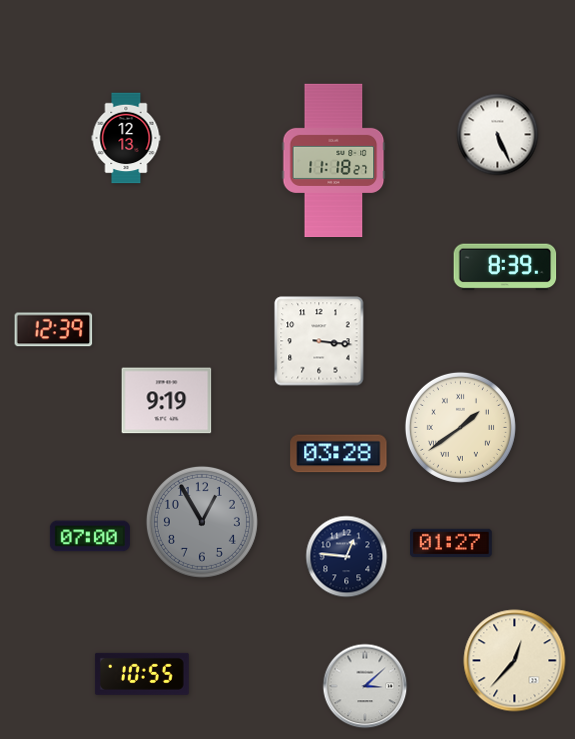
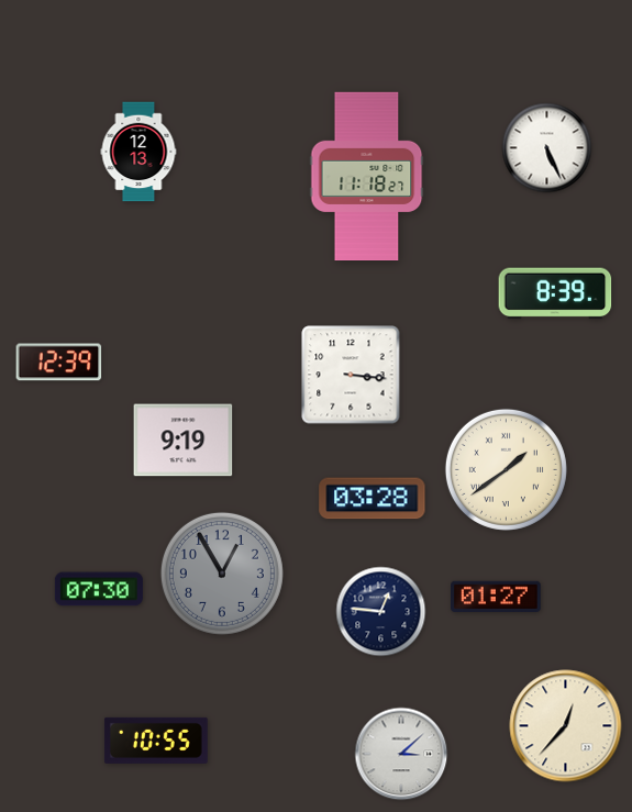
clock at (90, 536): 07:00 -> 07:30
